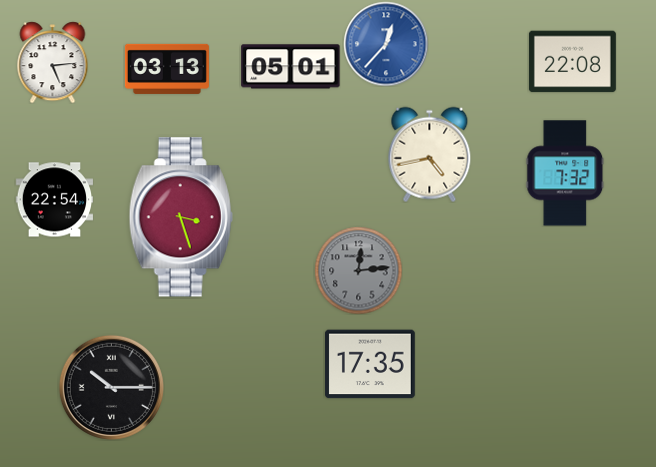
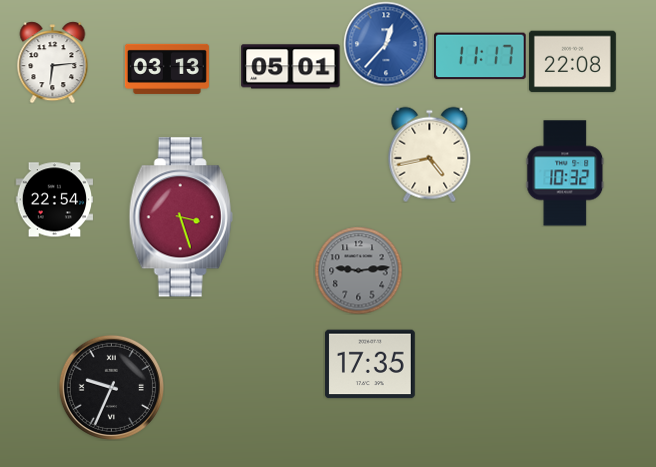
clock at (481, 56): none -> 11:17
clock at (53, 62): 5:14 -> 6:14
clock at (565, 173): 7:32 -> 10:32
clock at (358, 270): 12:14 -> 9:14
clock at (111, 387): 10:15 -> 9:34
